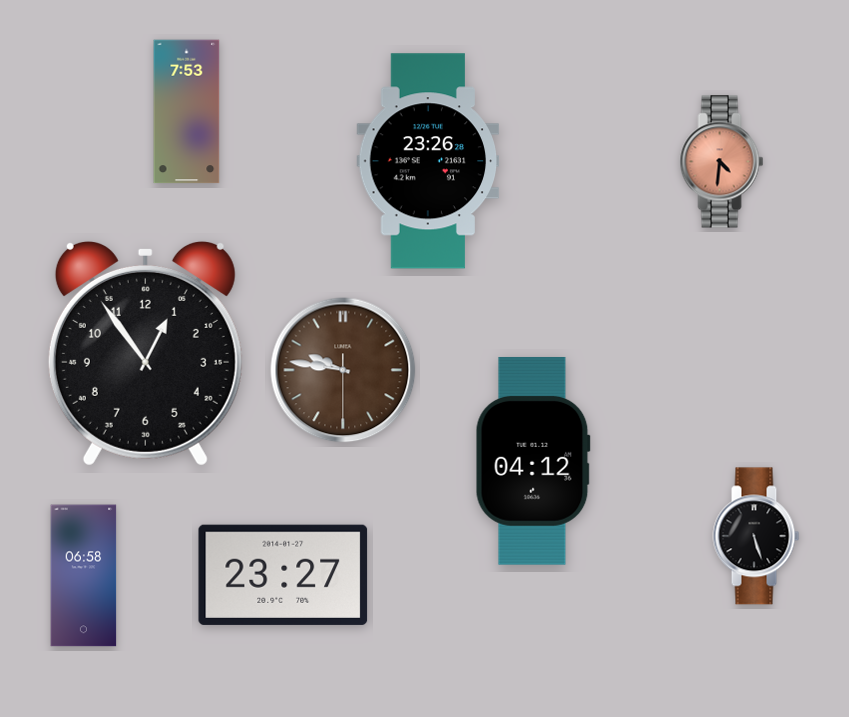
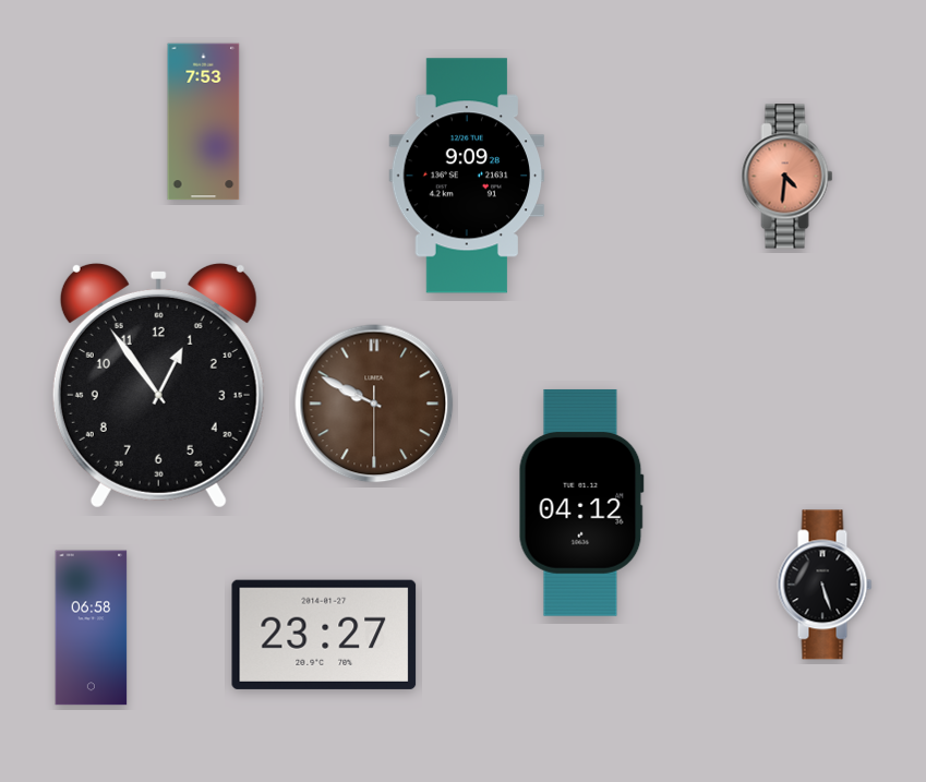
clock at (428, 161): 23:26 -> 9:09
clock at (343, 370): 9:46 -> 9:49
clock at (283, 575) position: (283, 575) -> (324, 635)
